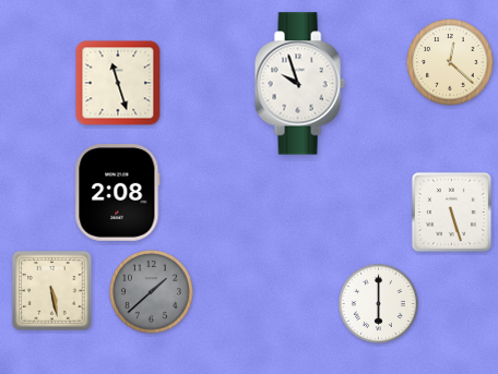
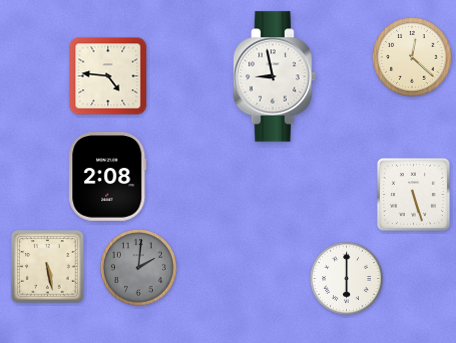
clock at (118, 83): 11:27 -> 4:46
clock at (299, 84): 9:57 -> 8:58
clock at (152, 292): 1:38 -> 2:01
